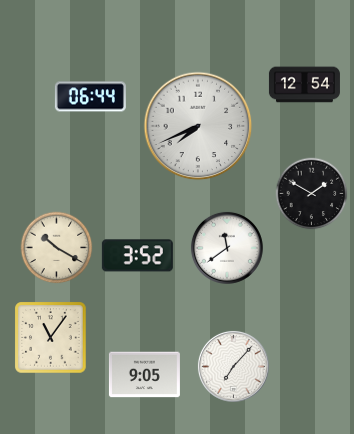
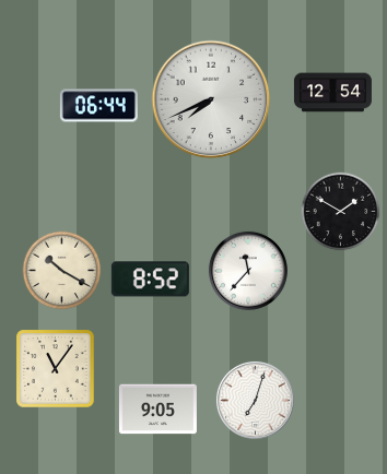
clock at (198, 126) position: (198, 126) -> (211, 99)
clock at (227, 248): 11:39 -> 11:37
clock at (137, 256): 3:52 -> 8:52
clock at (233, 366): 7:07 -> 7:03
